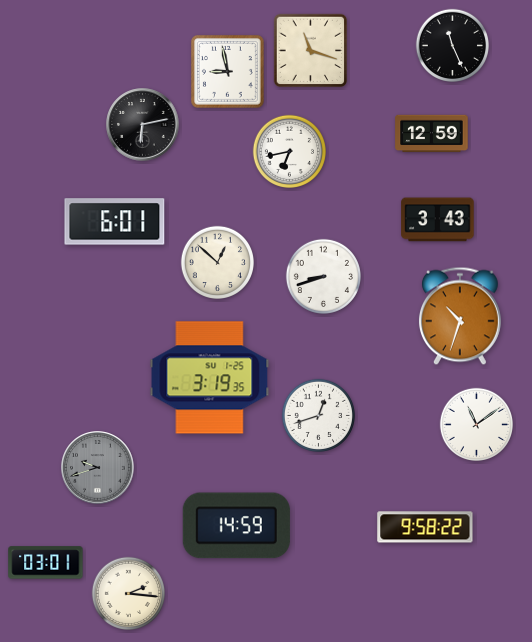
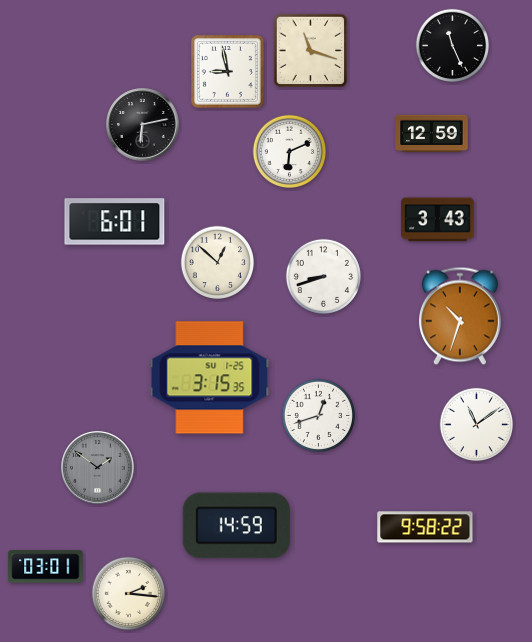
clock at (289, 151): 6:43 -> 6:11
clock at (210, 378): 3:19 -> 3:15
clock at (98, 468): 9:42 -> 1:51
clock at (46, 563) position: (46, 563) -> (46, 567)
